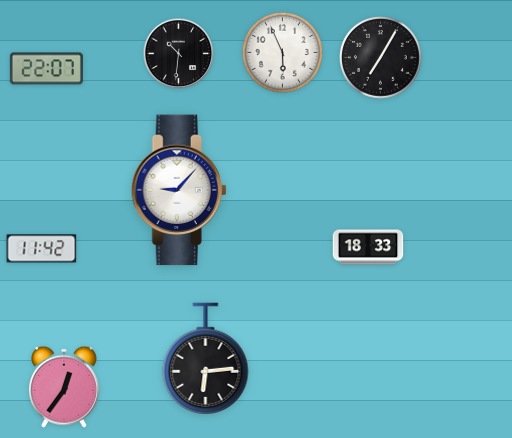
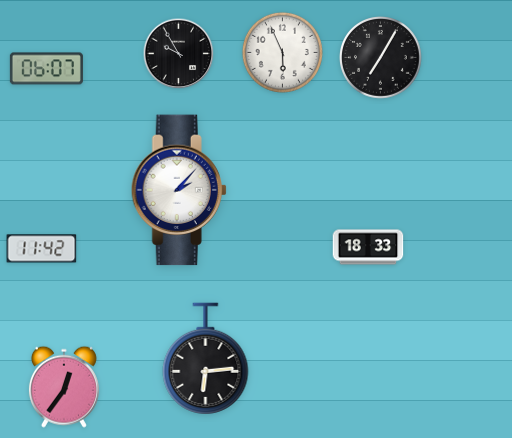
clock at (179, 54): 10:31 -> 9:55
clock at (46, 69): 22:07 -> 06:07
clock at (179, 190): 9:07 -> 2:07
